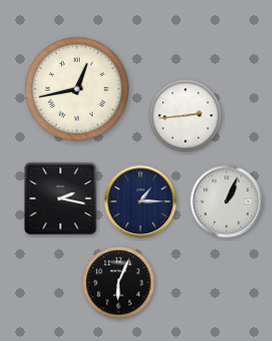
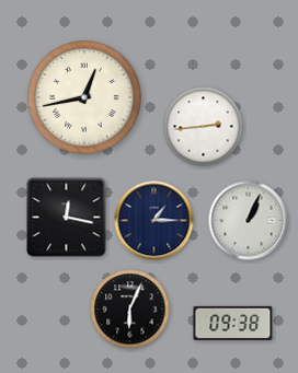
clock at (61, 199): 2:17 -> 12:17
clock at (233, 323): none -> 09:38
